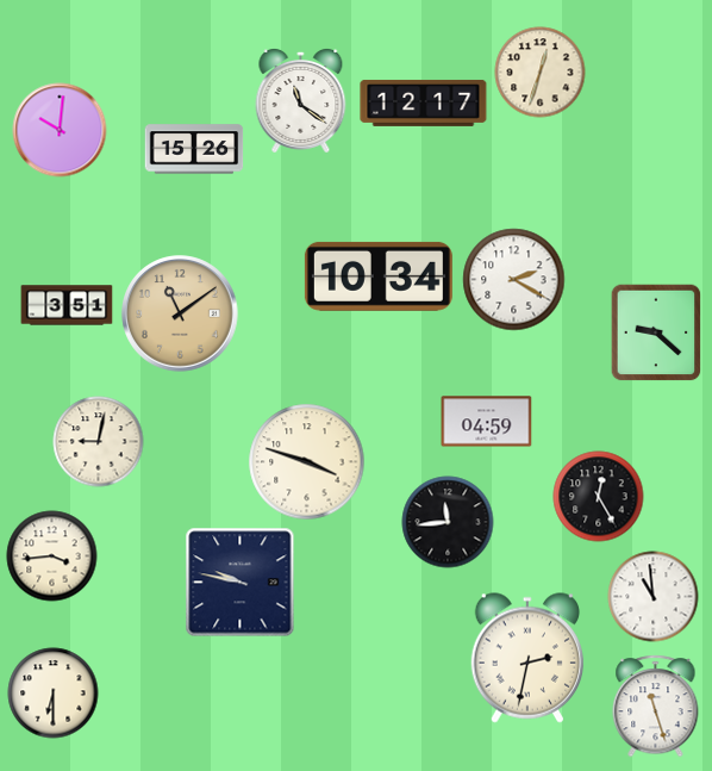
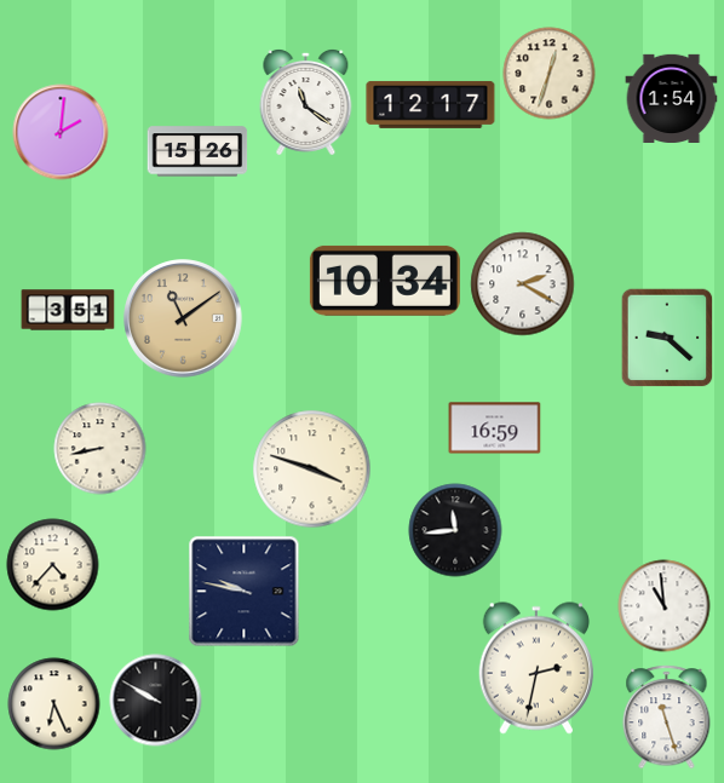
clock at (672, 98): none -> 1:54
clock at (60, 130): 10:01 -> 2:01
clock at (487, 422): 04:59 -> 16:59
clock at (99, 442): 9:02 -> 8:43
clock at (599, 497): 12:25 -> none
clock at (52, 557): 3:44 -> 4:37
clock at (156, 701): none -> 9:50
clock at (54, 694): 6:30 -> 6:26
